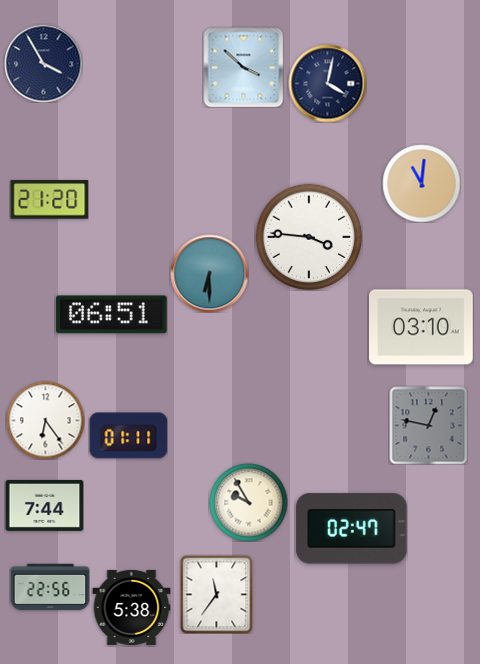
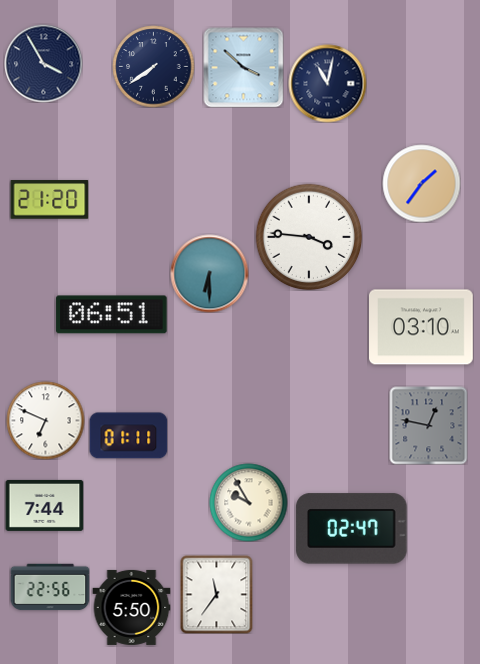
clock at (153, 66): none -> 7:39
clock at (327, 83): 4:02 -> 11:02
clock at (421, 183): 11:01 -> 1:36
clock at (45, 420): 6:24 -> 6:49
clock at (131, 607): 5:38 -> 5:50
